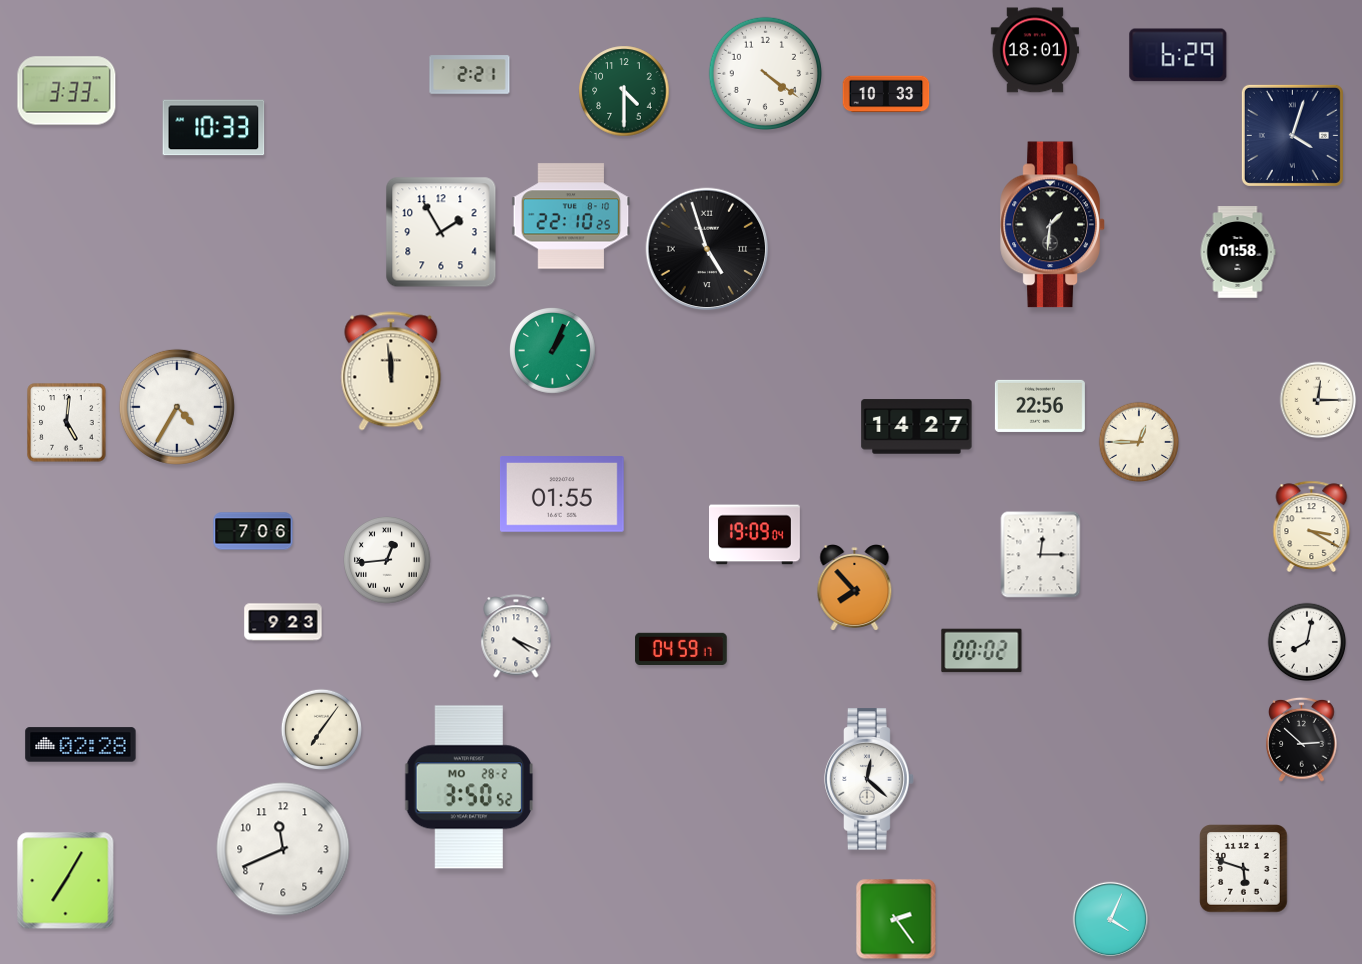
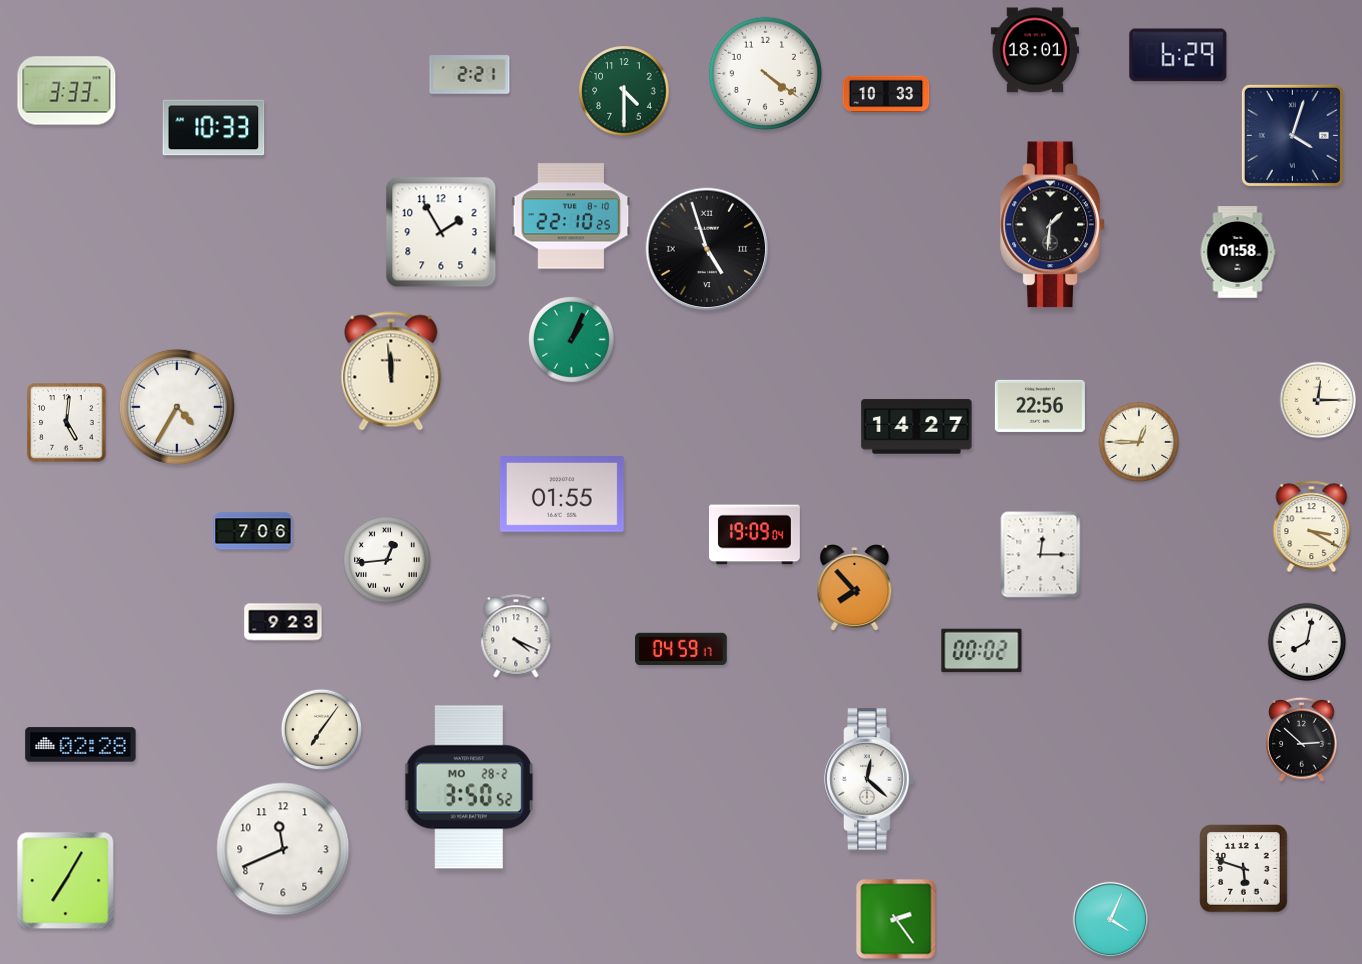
clock at (553, 351) position: (553, 351) -> (572, 340)
